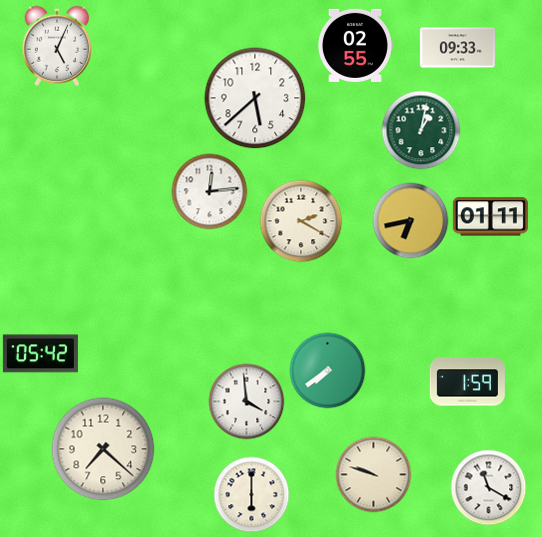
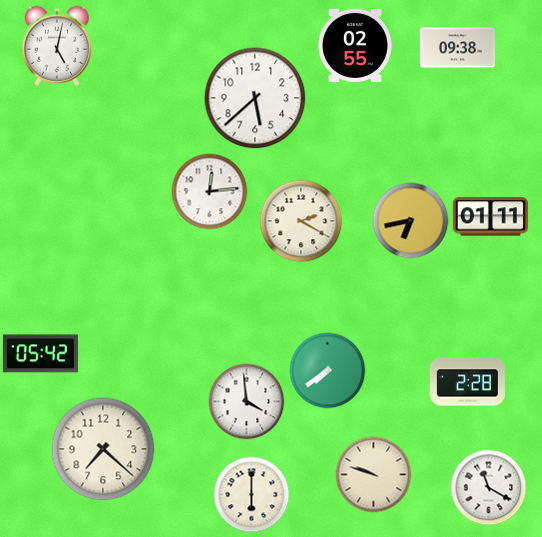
clock at (57, 46): 5:04 -> 5:02
clock at (457, 48): 09:33 -> 09:38
clock at (421, 130): 1:02 -> none
clock at (467, 382): 1:59 -> 2:28
